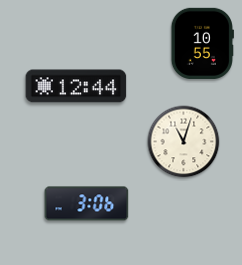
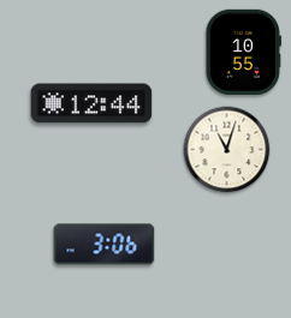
clock at (184, 142) position: (184, 142) -> (227, 150)
